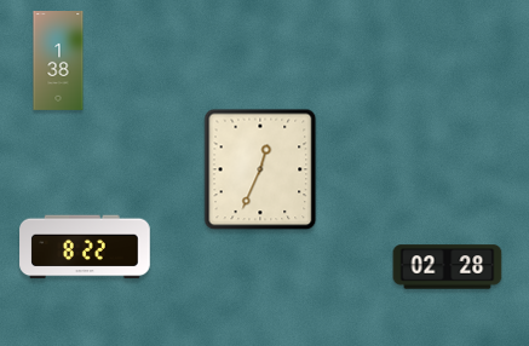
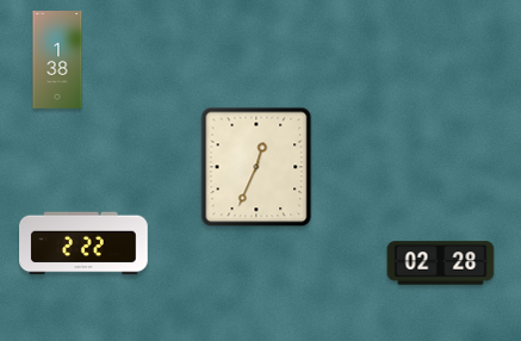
clock at (85, 247): 8:22 -> 2:22
